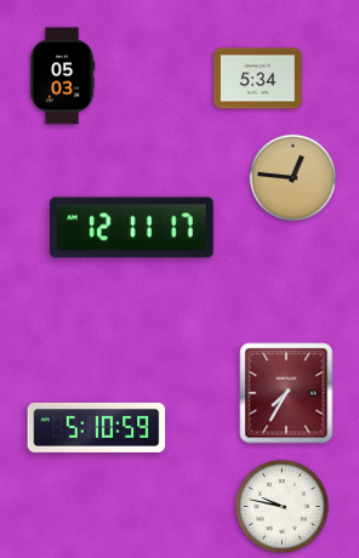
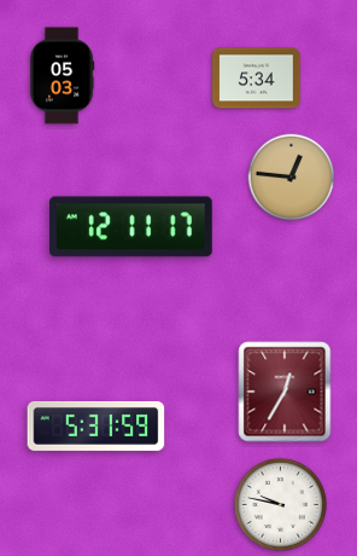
clock at (286, 393): 7:35 -> 12:35
clock at (97, 427): 5:10 -> 5:31
